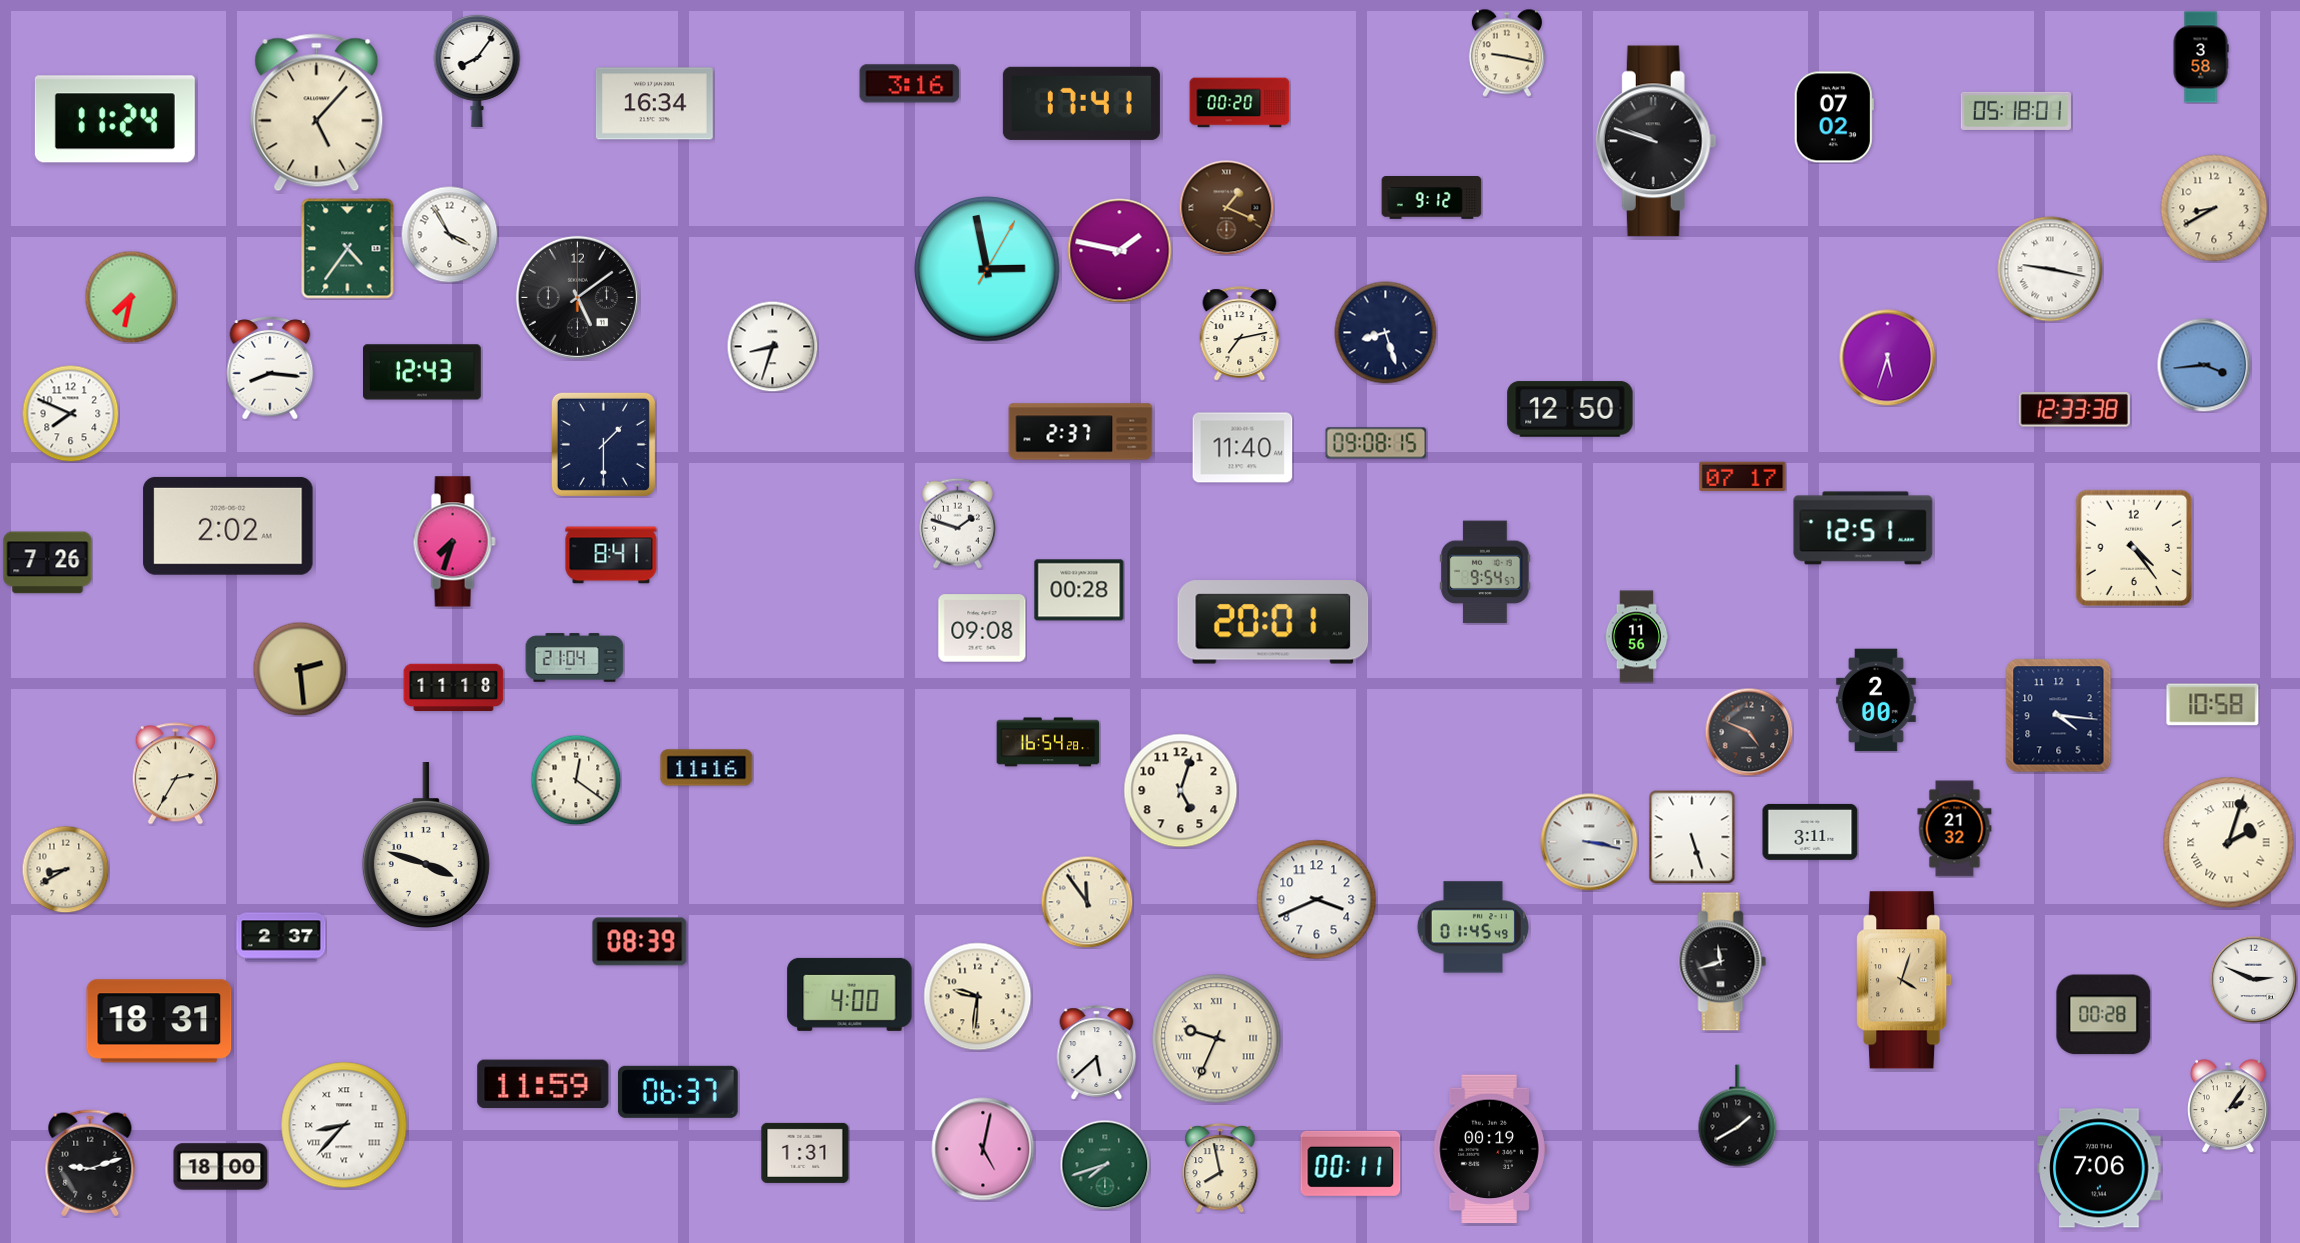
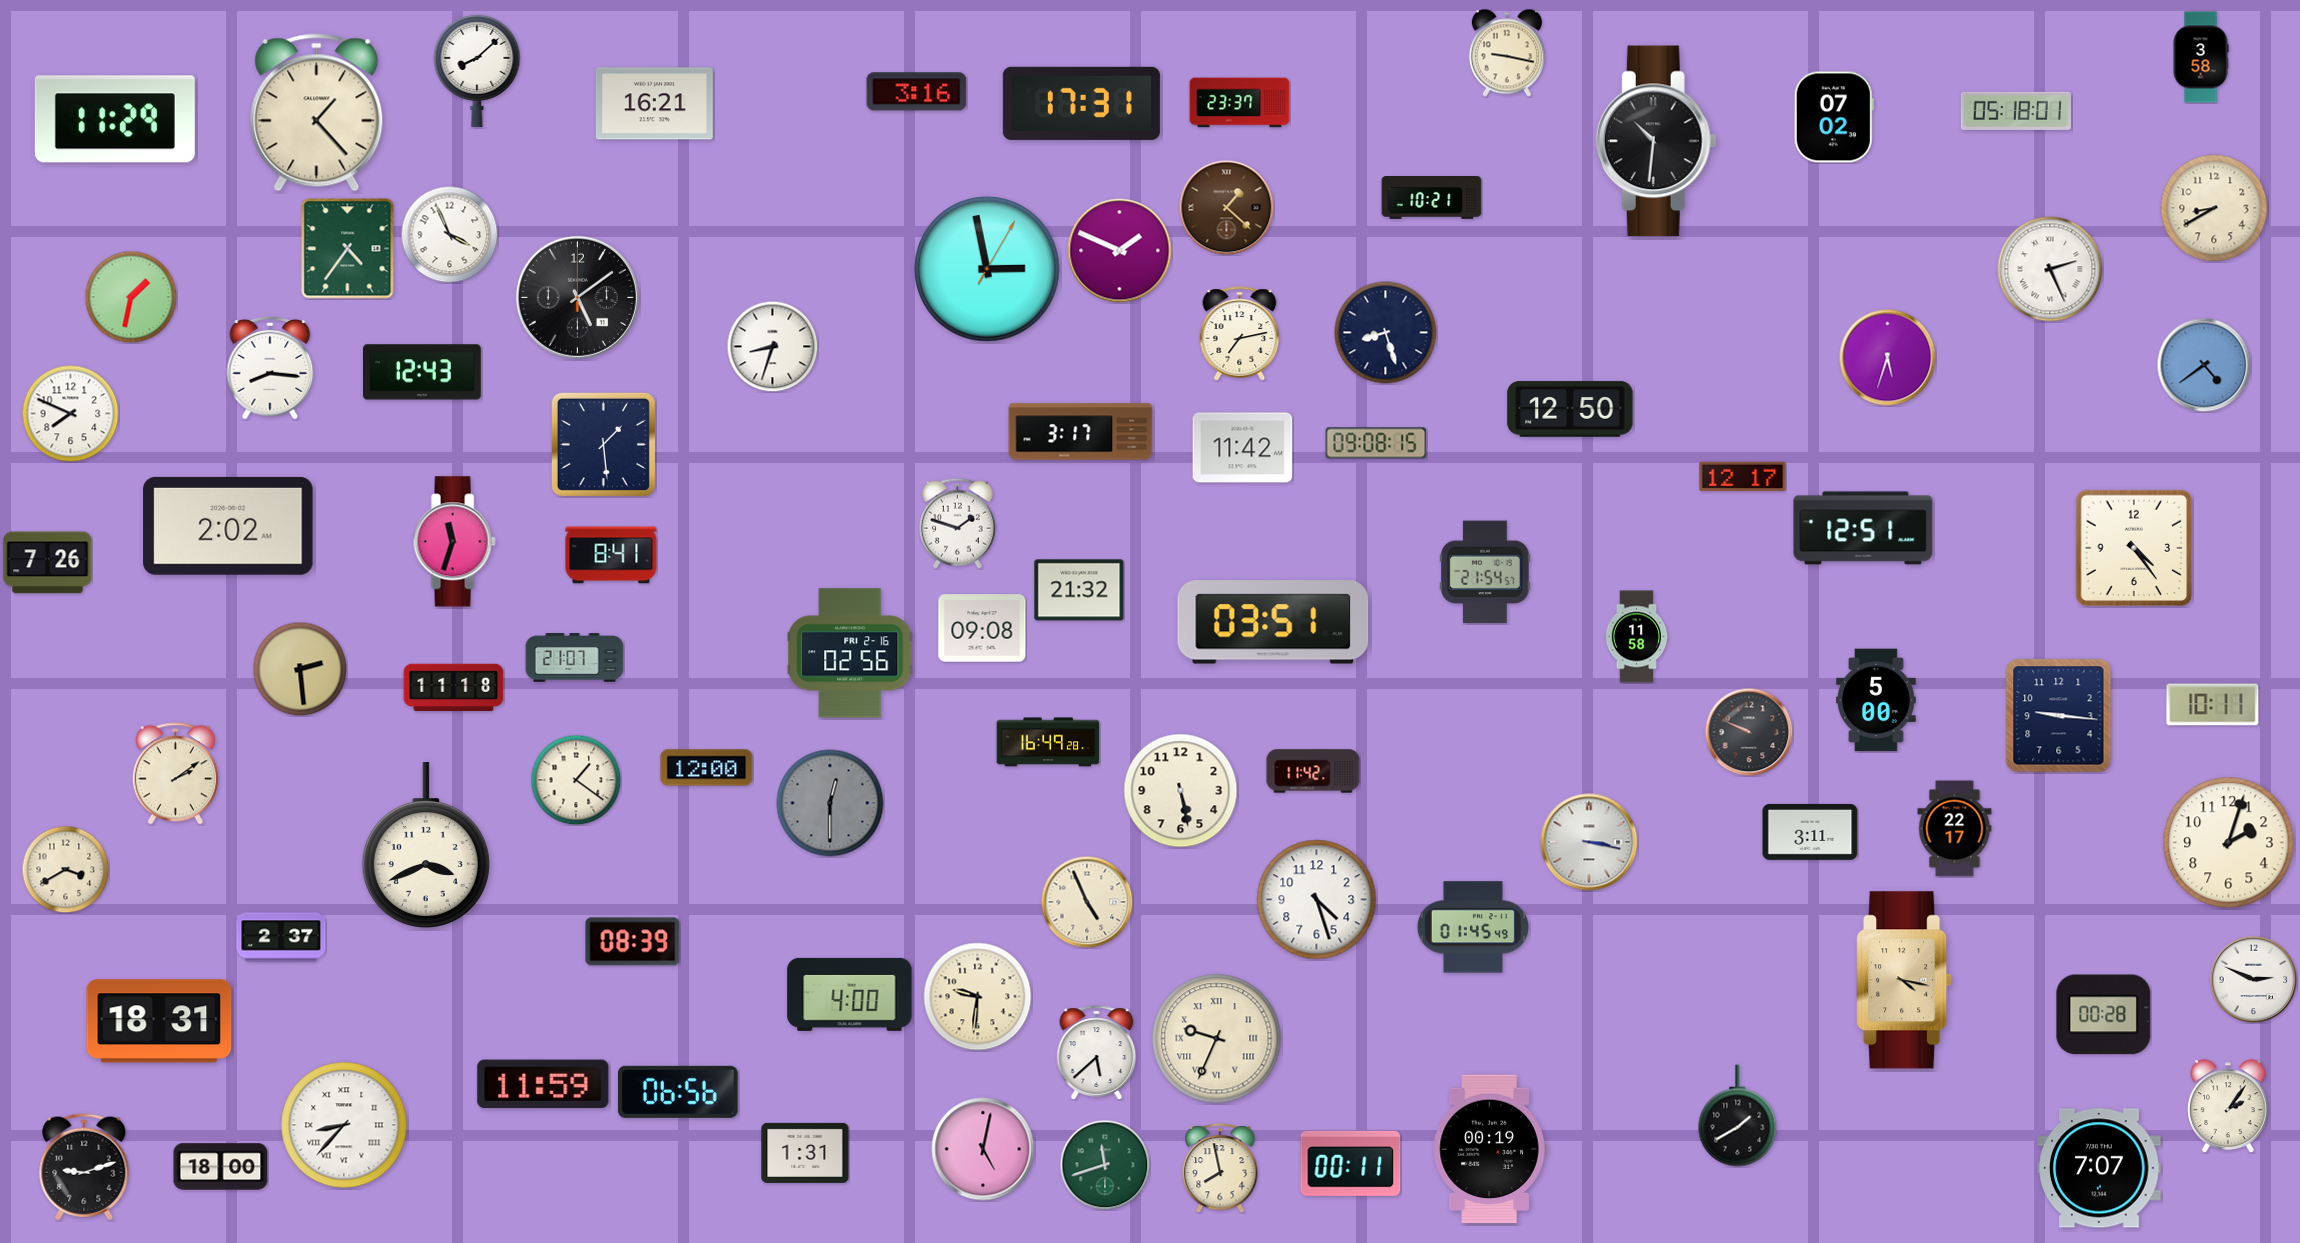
clock at (477, 70): 8:06 -> 8:08
clock at (910, 84) position: (910, 84) -> (917, 92)
clock at (1081, 103): 17:41 -> 17:31
clock at (1240, 103): 00:20 -> 23:37
clock at (654, 104): 16:34 -> 16:21
clock at (317, 113): 5:07 -> 1:23
clock at (115, 119): 11:24 -> 11:29
clock at (1656, 141): 9:48 -> 10:31
clock at (1432, 198): 9:12 -> 10:21
clock at (1226, 207): 1:19 -> 1:22
clock at (449, 234): 3:55 -> 3:56
clock at (1120, 251): 1:47 -> 1:49
clock at (2050, 269): 9:17 -> 2:26
clock at (131, 297): 7:32 -> 1:32
clock at (2204, 365): 3:44 -> 4:39
clock at (2074, 410): 12:33 -> none
clock at (1081, 432): 2:37 -> 3:17
clock at (603, 444): 1:30 -> 1:29
clock at (1243, 448): 11:40 -> 11:42
clock at (1743, 476): 07:17 -> 12:17
clock at (454, 542): 7:33 -> 11:33
clock at (1485, 572): 9:54 -> 21:54
clock at (1079, 590): 00:28 -> 21:32
clock at (1273, 622): 20:01 -> 03:51
clock at (1637, 637): 11:56 -> 11:58
clock at (850, 653): none -> 02:56
clock at (575, 658): 21:04 -> 21:07
clock at (1876, 700): 2:00 -> 5:00
clock at (2213, 705): 10:58 -> 10:11
clock at (2059, 716): 4:16 -> 9:16
clock at (1749, 732): 4:49 -> 9:49
clock at (1048, 742): 16:54 -> 16:49
clock at (707, 768): 11:16 -> 12:00
clock at (1313, 771): none -> 11:42
clock at (175, 774): 2:35 -> 2:09
clock at (576, 780): 12:21 -> 1:21
clock at (1181, 791): 5:03 -> 5:28
clock at (830, 803): none -> 12:30
clock at (1955, 829): 21:32 -> 22:17
clock at (1692, 837): 5:27 -> none
clock at (2229, 843) numerals: Roman -> Arabic
clock at (426, 846): 3:48 -> 3:41
clock at (65, 869): 8:40 -> 3:40
clock at (1317, 900): 3:41 -> 4:27
clock at (1087, 902): 11:54 -> 4:56
clock at (640, 942) position: (640, 942) -> (633, 942)
clock at (1723, 962): 11:42 -> none
clock at (1904, 980): 4:03 -> 4:17
clock at (678, 1092): 06:37 -> 06:56
clock at (90, 1163) position: (90, 1163) -> (84, 1167)
clock at (1105, 1165): 7:42 -> 11:42
clock at (2099, 1168): 7:06 -> 7:07
